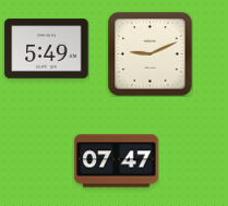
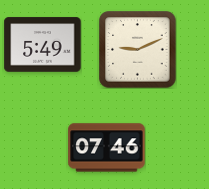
clock at (117, 161): 07:47 -> 07:46
